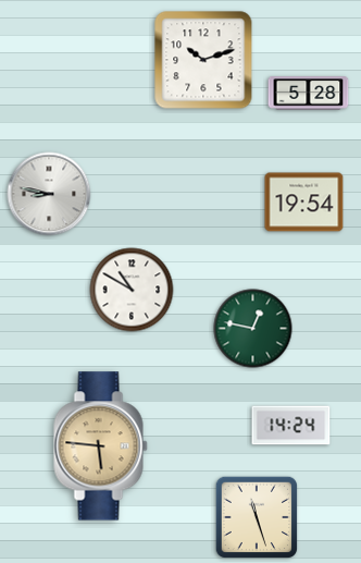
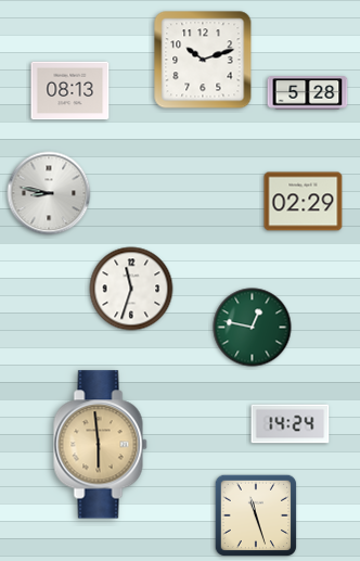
clock at (70, 91): none -> 08:13
clock at (304, 203): 19:54 -> 02:29
clock at (132, 290): 10:50 -> 11:33
clock at (101, 446): 5:46 -> 5:59
